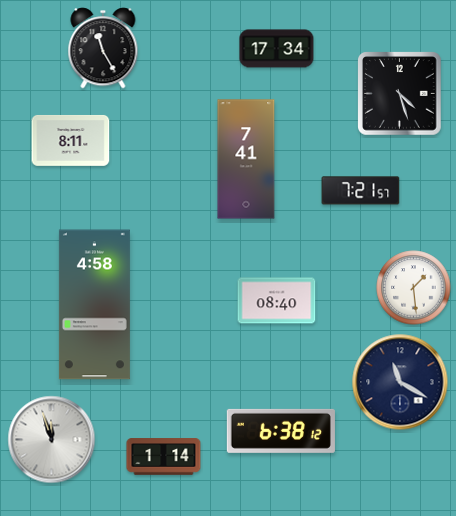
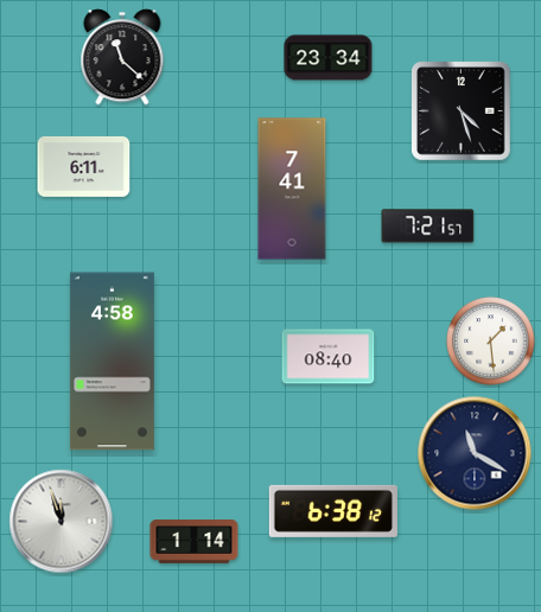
clock at (103, 48): 11:25 -> 11:22
clock at (277, 49): 17:34 -> 23:34
clock at (400, 94) position: (400, 94) -> (462, 111)
clock at (71, 140): 8:11 -> 6:11
